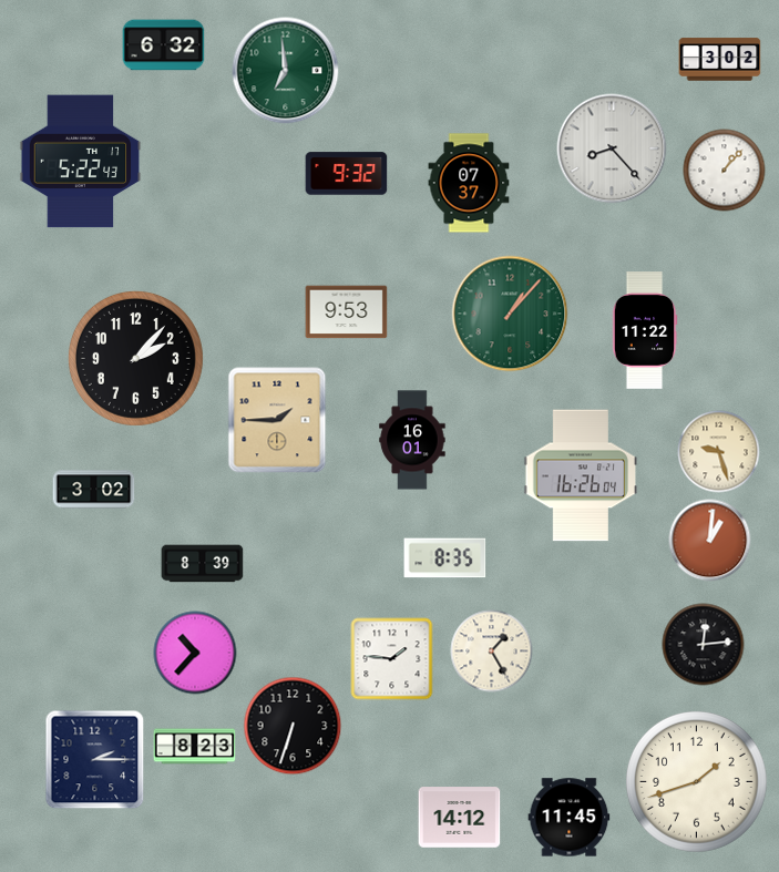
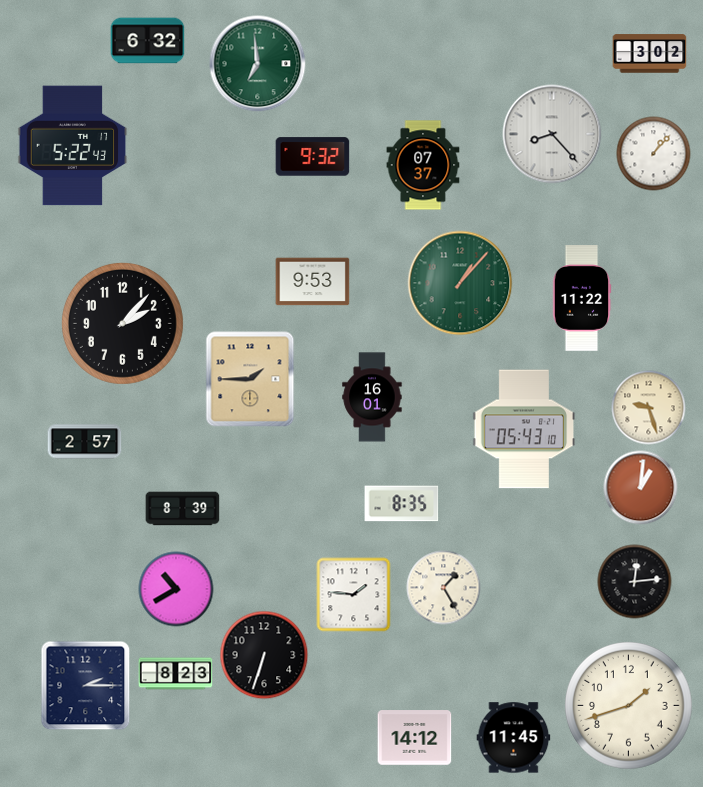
clock at (581, 475): 16:26 -> 05:43
clock at (94, 490): 3:02 -> 2:57
clock at (195, 653): 10:37 -> 10:40
